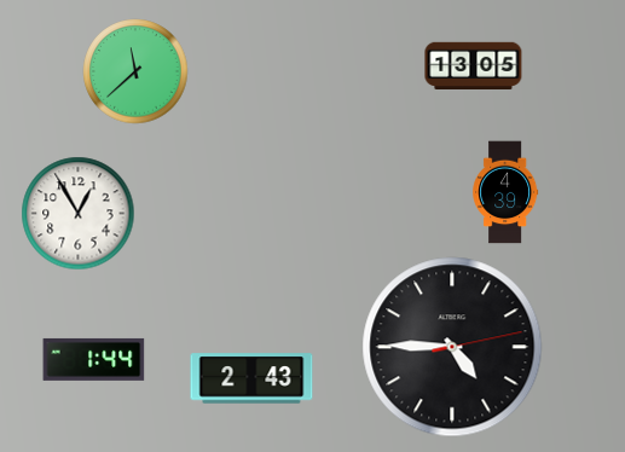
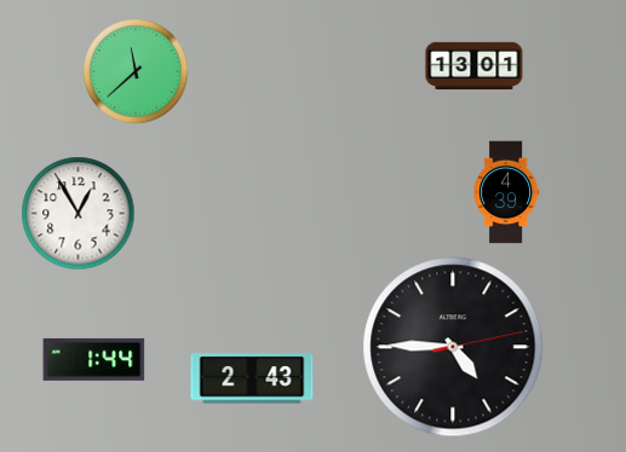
clock at (474, 65): 13:05 -> 13:01
